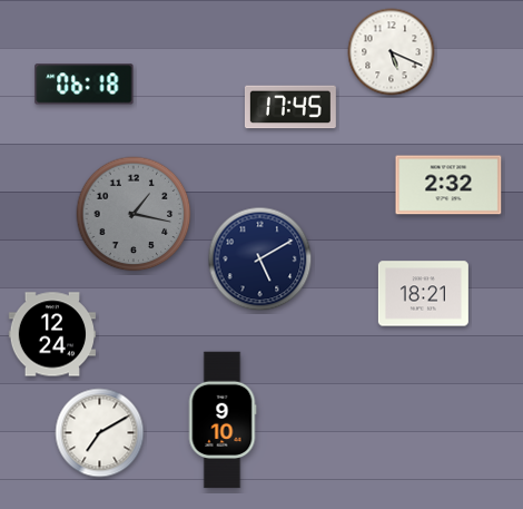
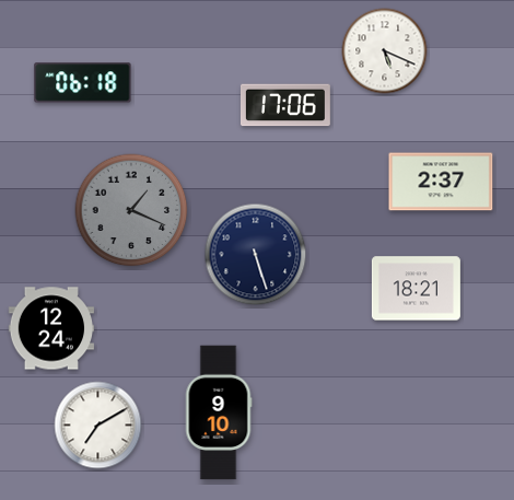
clock at (290, 107): 17:45 -> 17:06
clock at (448, 185): 2:32 -> 2:37
clock at (134, 214): 1:17 -> 1:19
clock at (260, 260): 5:10 -> 5:27
